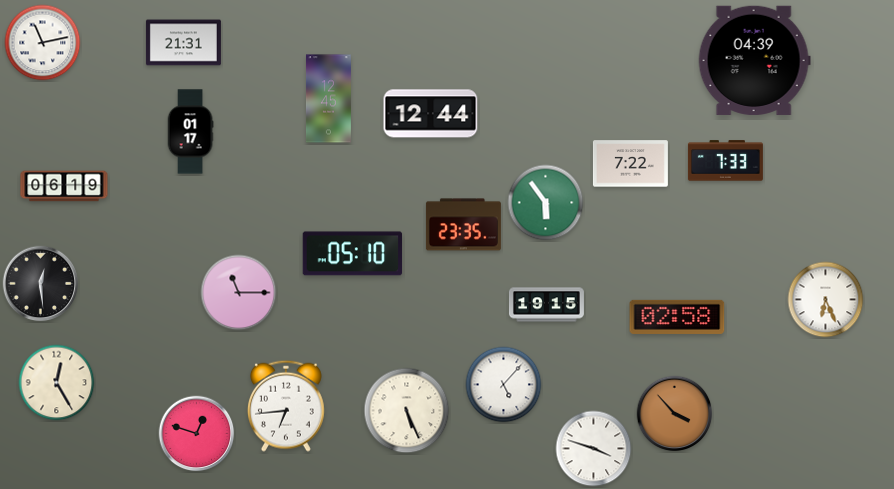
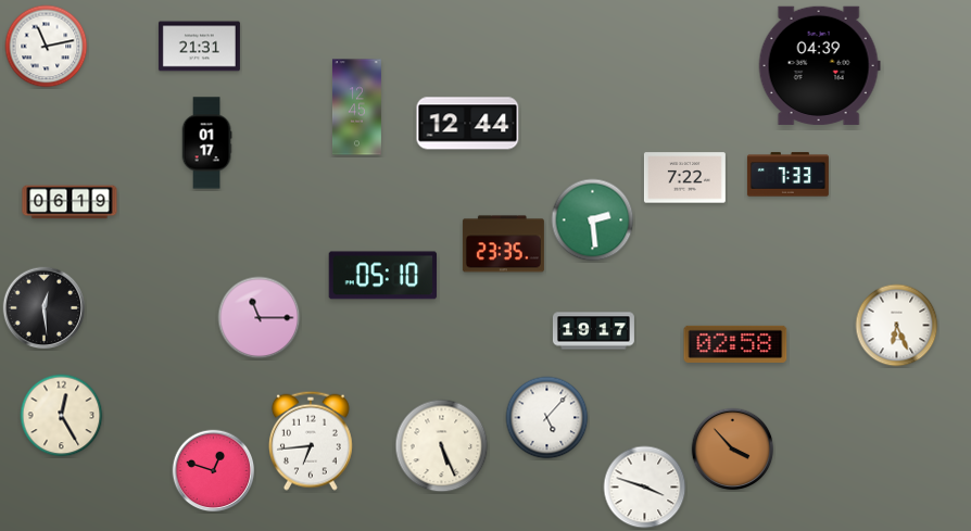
clock at (546, 203): 5:54 -> 2:29
clock at (546, 305): 19:15 -> 19:17
